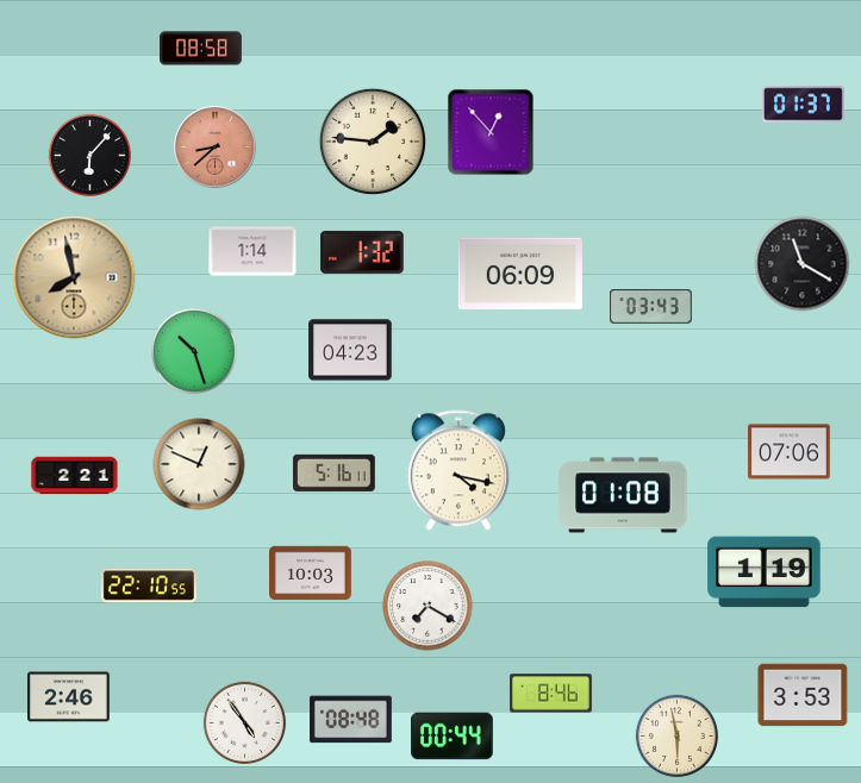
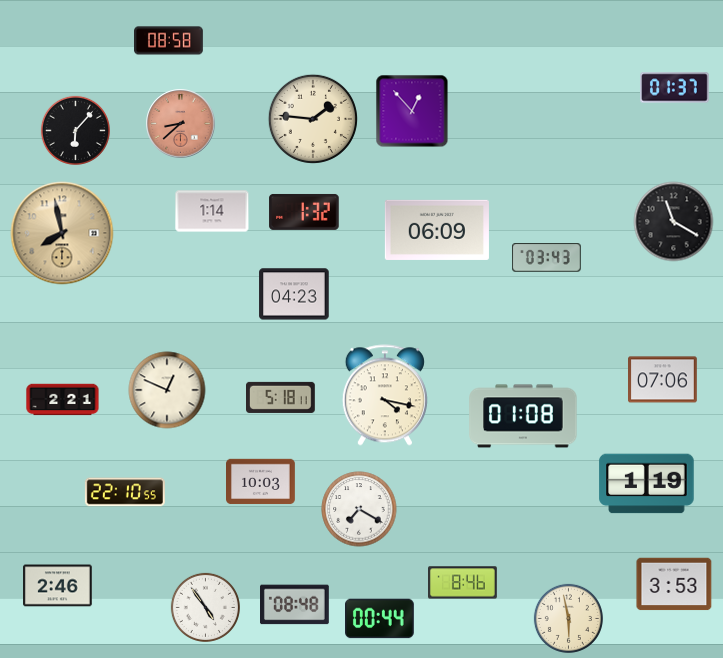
clock at (195, 352): 10:27 -> none
clock at (335, 472): 5:16 -> 5:18
clock at (765, 572) position: (765, 572) -> (647, 484)
